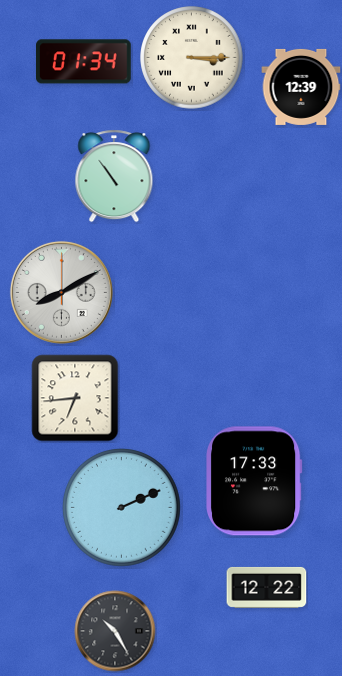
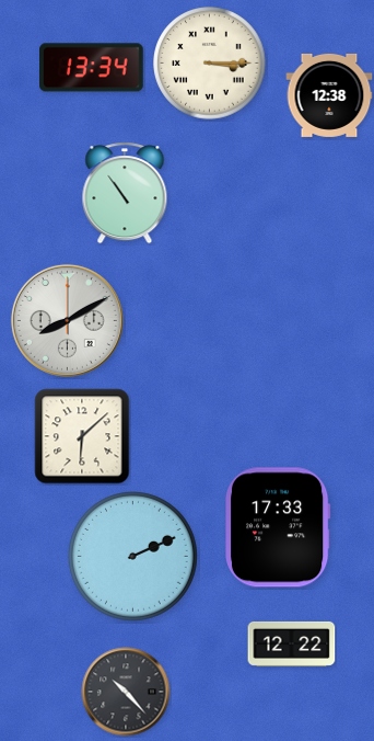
clock at (84, 62): 01:34 -> 13:34
clock at (301, 87): 12:39 -> 12:38
clock at (75, 398): 6:44 -> 6:08
clock at (115, 631): 10:25 -> 10:23
